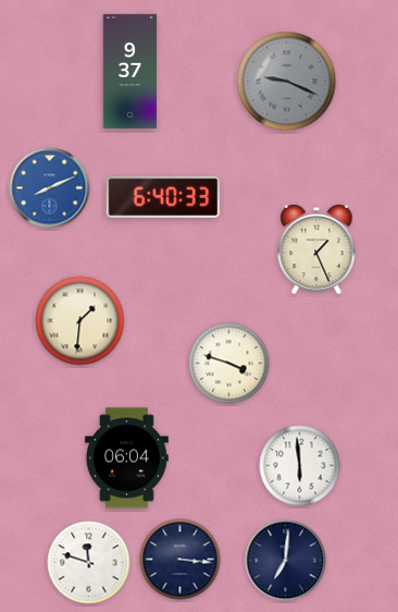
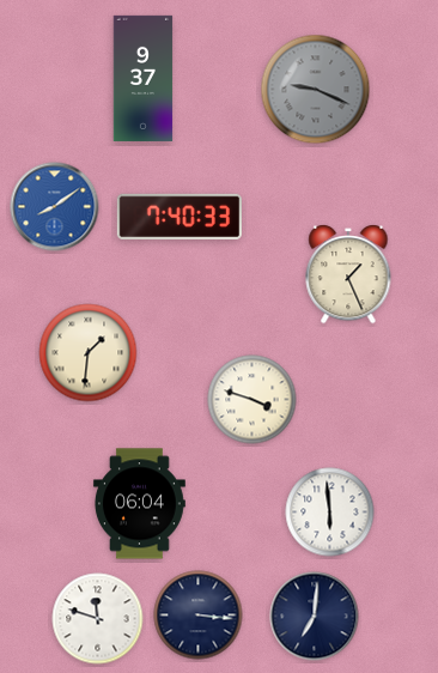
clock at (50, 188): 8:11 -> 8:09
clock at (163, 197): 6:40 -> 7:40
